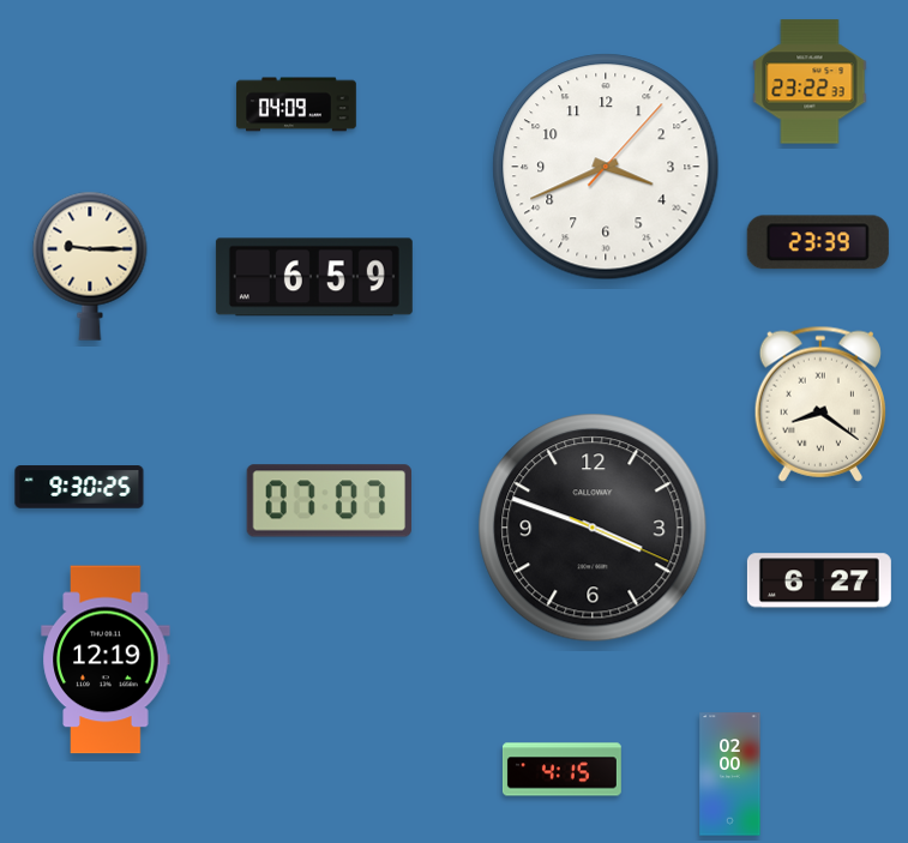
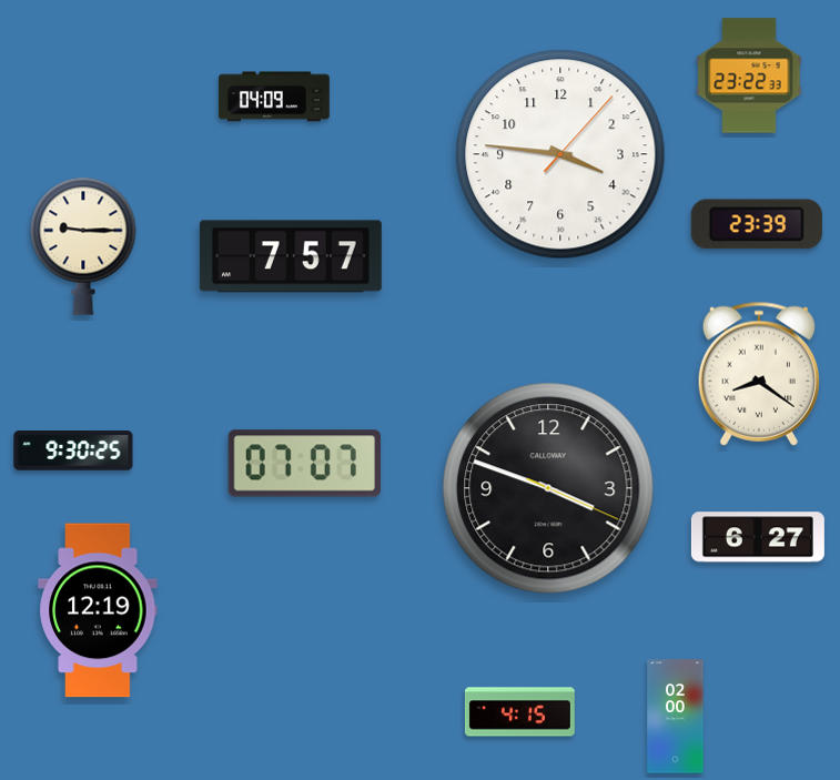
clock at (606, 167): 3:41 -> 3:46
clock at (314, 277): 6:59 -> 7:57
